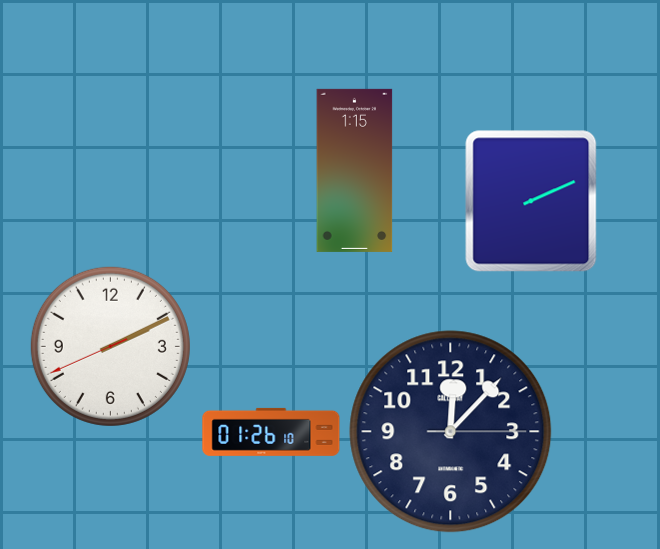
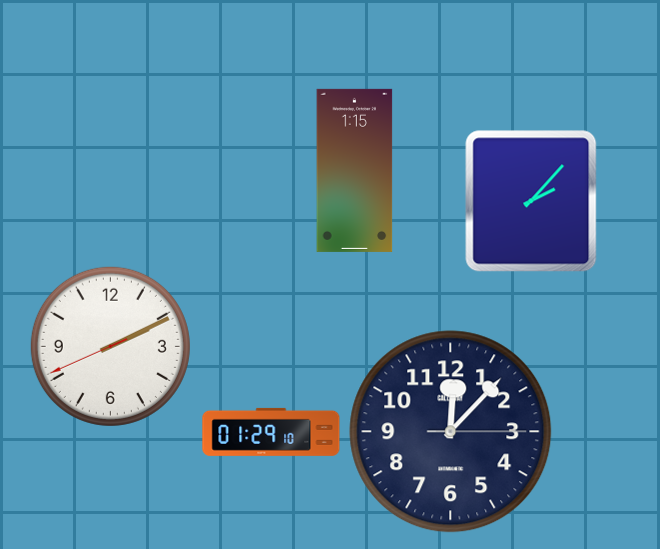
clock at (531, 201): 2:11 -> 2:07
clock at (271, 432): 01:26 -> 01:29
